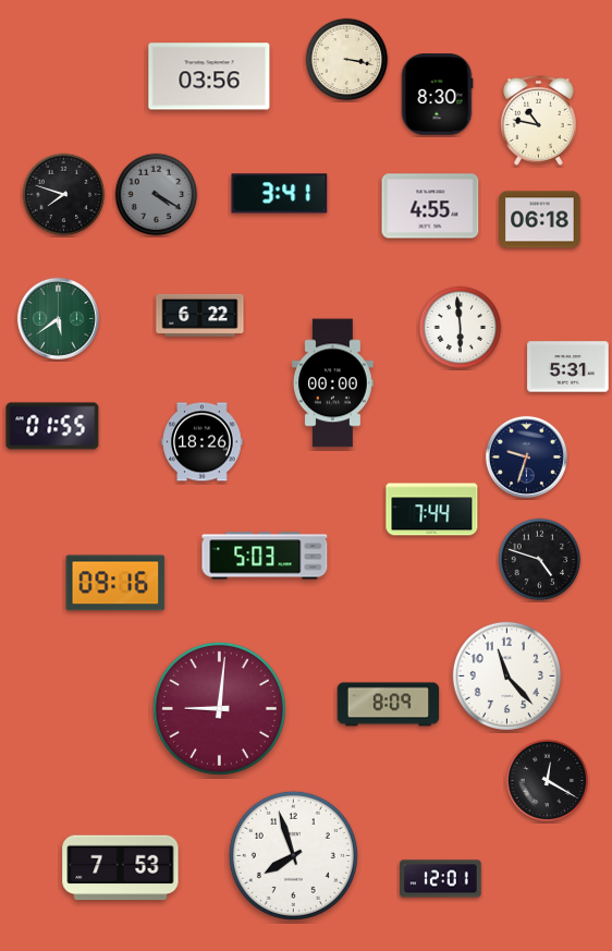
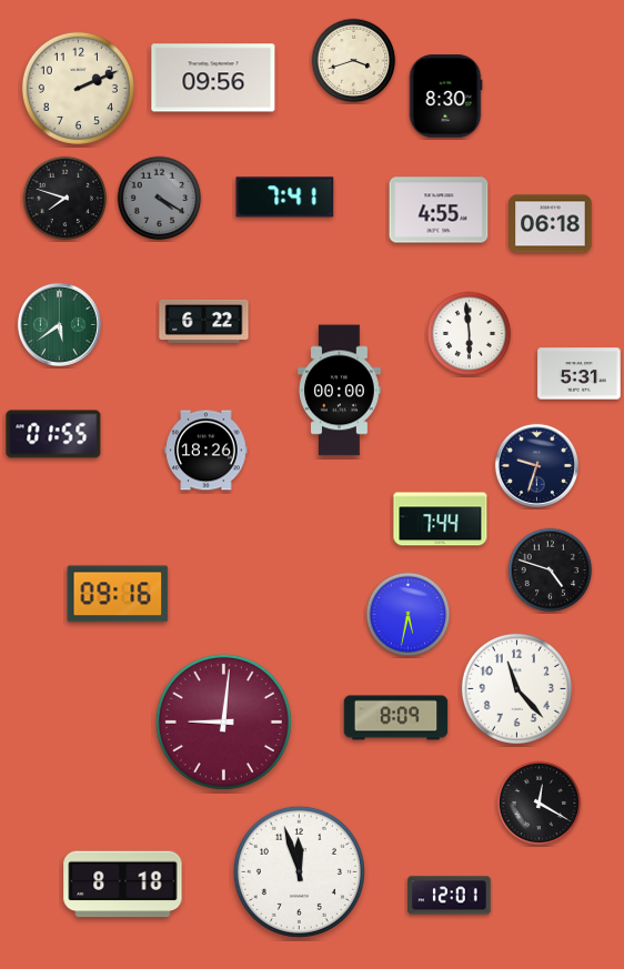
clock at (347, 60): 3:17 -> 3:42
clock at (209, 76): 03:56 -> 09:56
clock at (78, 88): none -> 2:11
clock at (539, 121): 10:47 -> none
clock at (280, 194): 3:41 -> 7:41
clock at (265, 556): 5:03 -> none
clock at (409, 615): none -> 5:32
clock at (548, 781) position: (548, 781) -> (540, 804)
clock at (293, 855): 7:57 -> 11:57
clock at (121, 868): 7:53 -> 8:18
